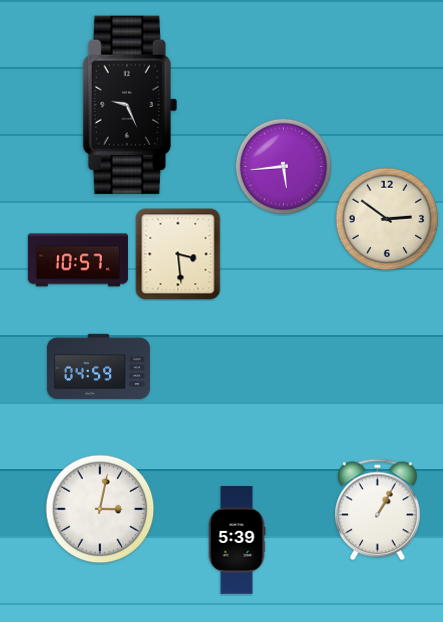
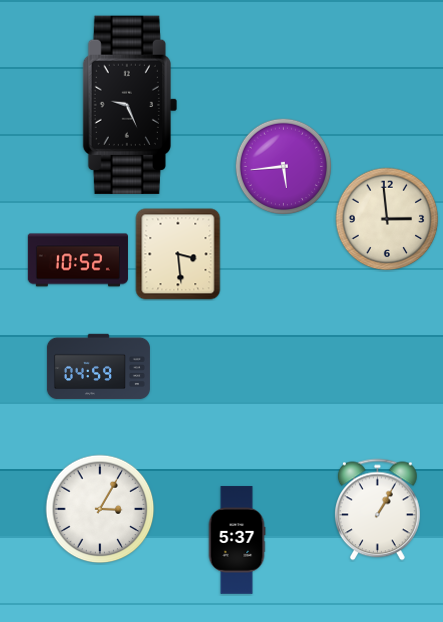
clock at (387, 219): 2:51 -> 2:59
clock at (78, 260): 10:57 -> 10:52
clock at (100, 509): 3:02 -> 3:05
clock at (237, 540): 5:39 -> 5:37
